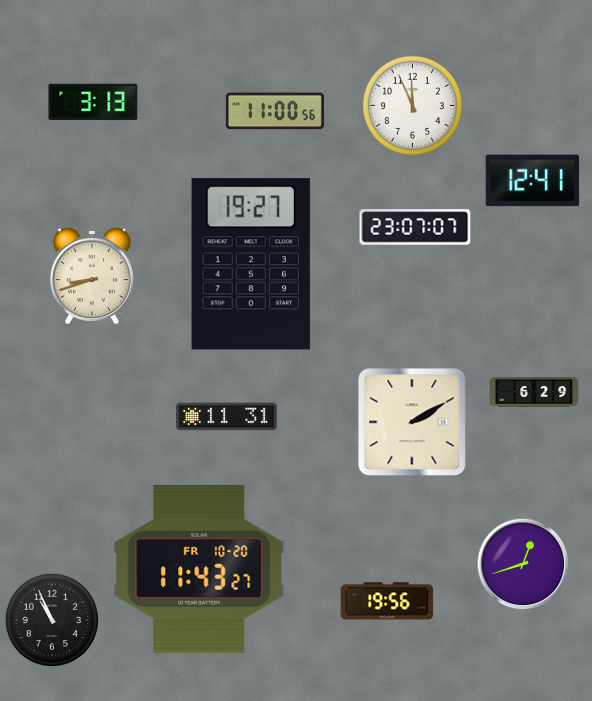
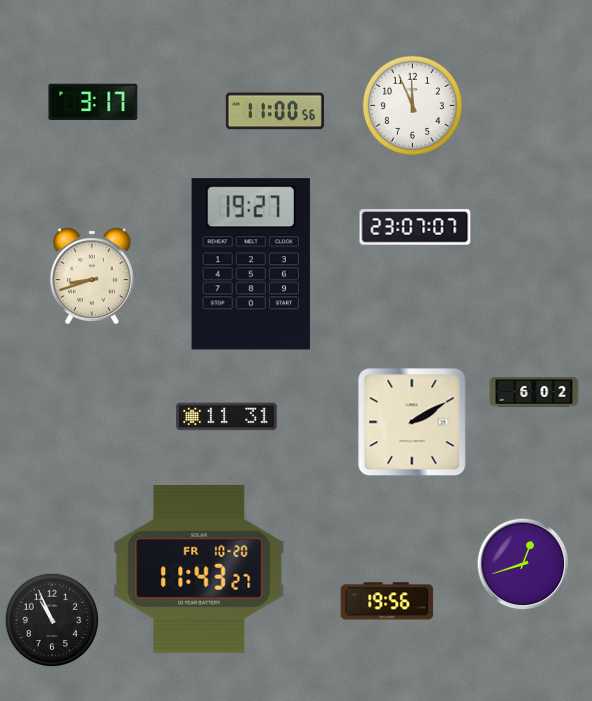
clock at (93, 102): 3:13 -> 3:17
clock at (533, 181): 12:41 -> none
clock at (534, 392): 6:29 -> 6:02
